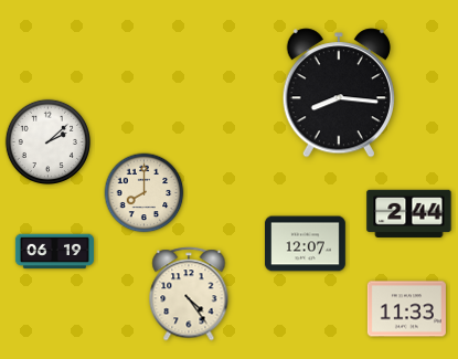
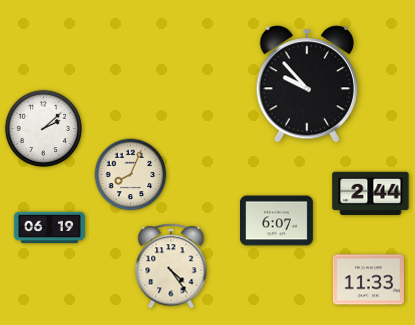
clock at (338, 93): 8:16 -> 9:53
clock at (145, 193): 8:00 -> 8:04
clock at (306, 244): 12:07 -> 6:07
